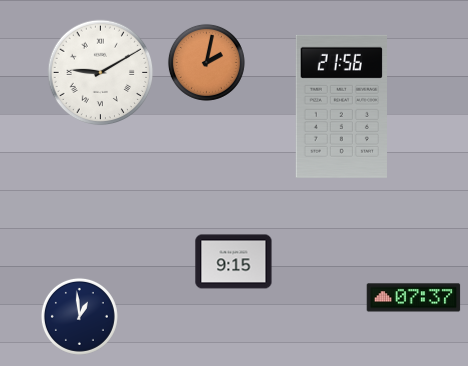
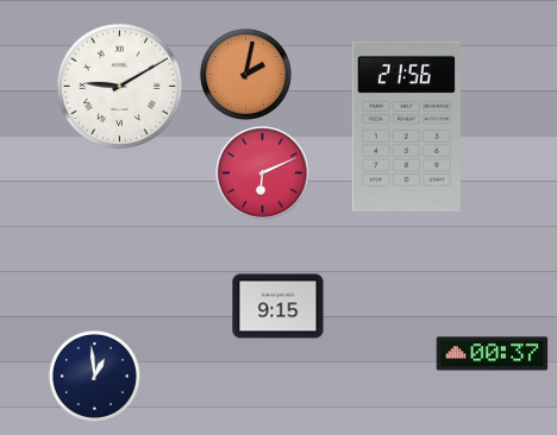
clock at (263, 174): none -> 6:11
clock at (234, 262) position: (234, 262) -> (278, 307)
clock at (414, 298): 07:37 -> 00:37
